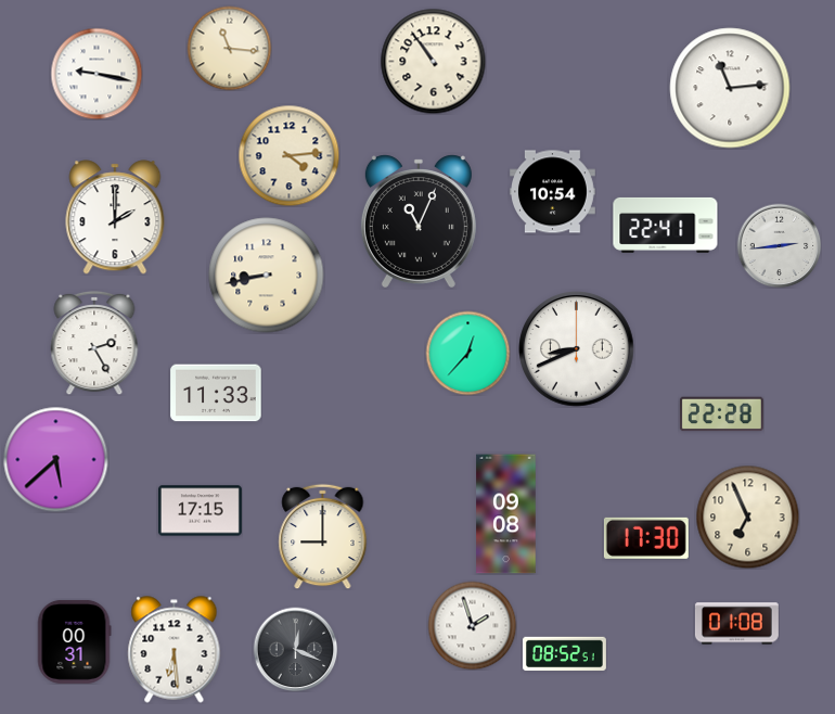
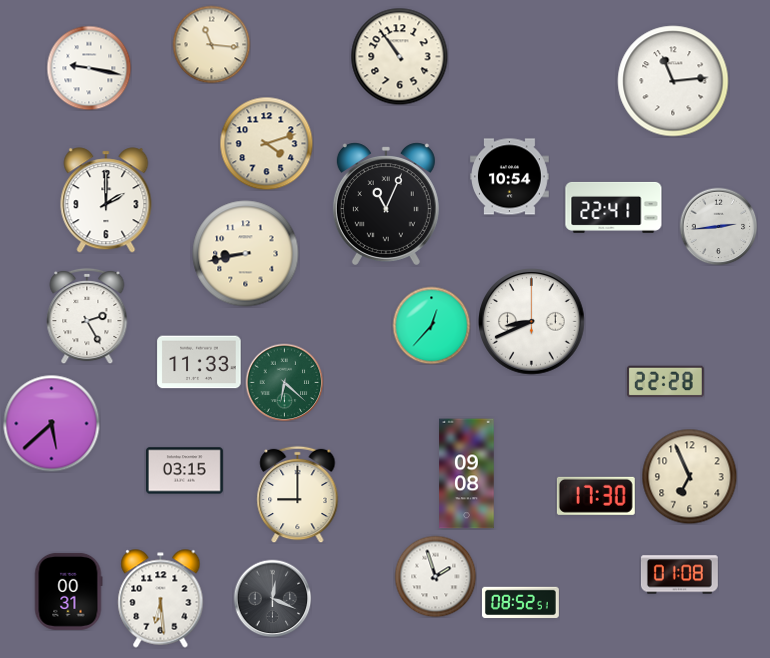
clock at (288, 155): 4:14 -> 4:12
clock at (284, 382): none -> 6:22
clock at (200, 511): 17:15 -> 03:15
